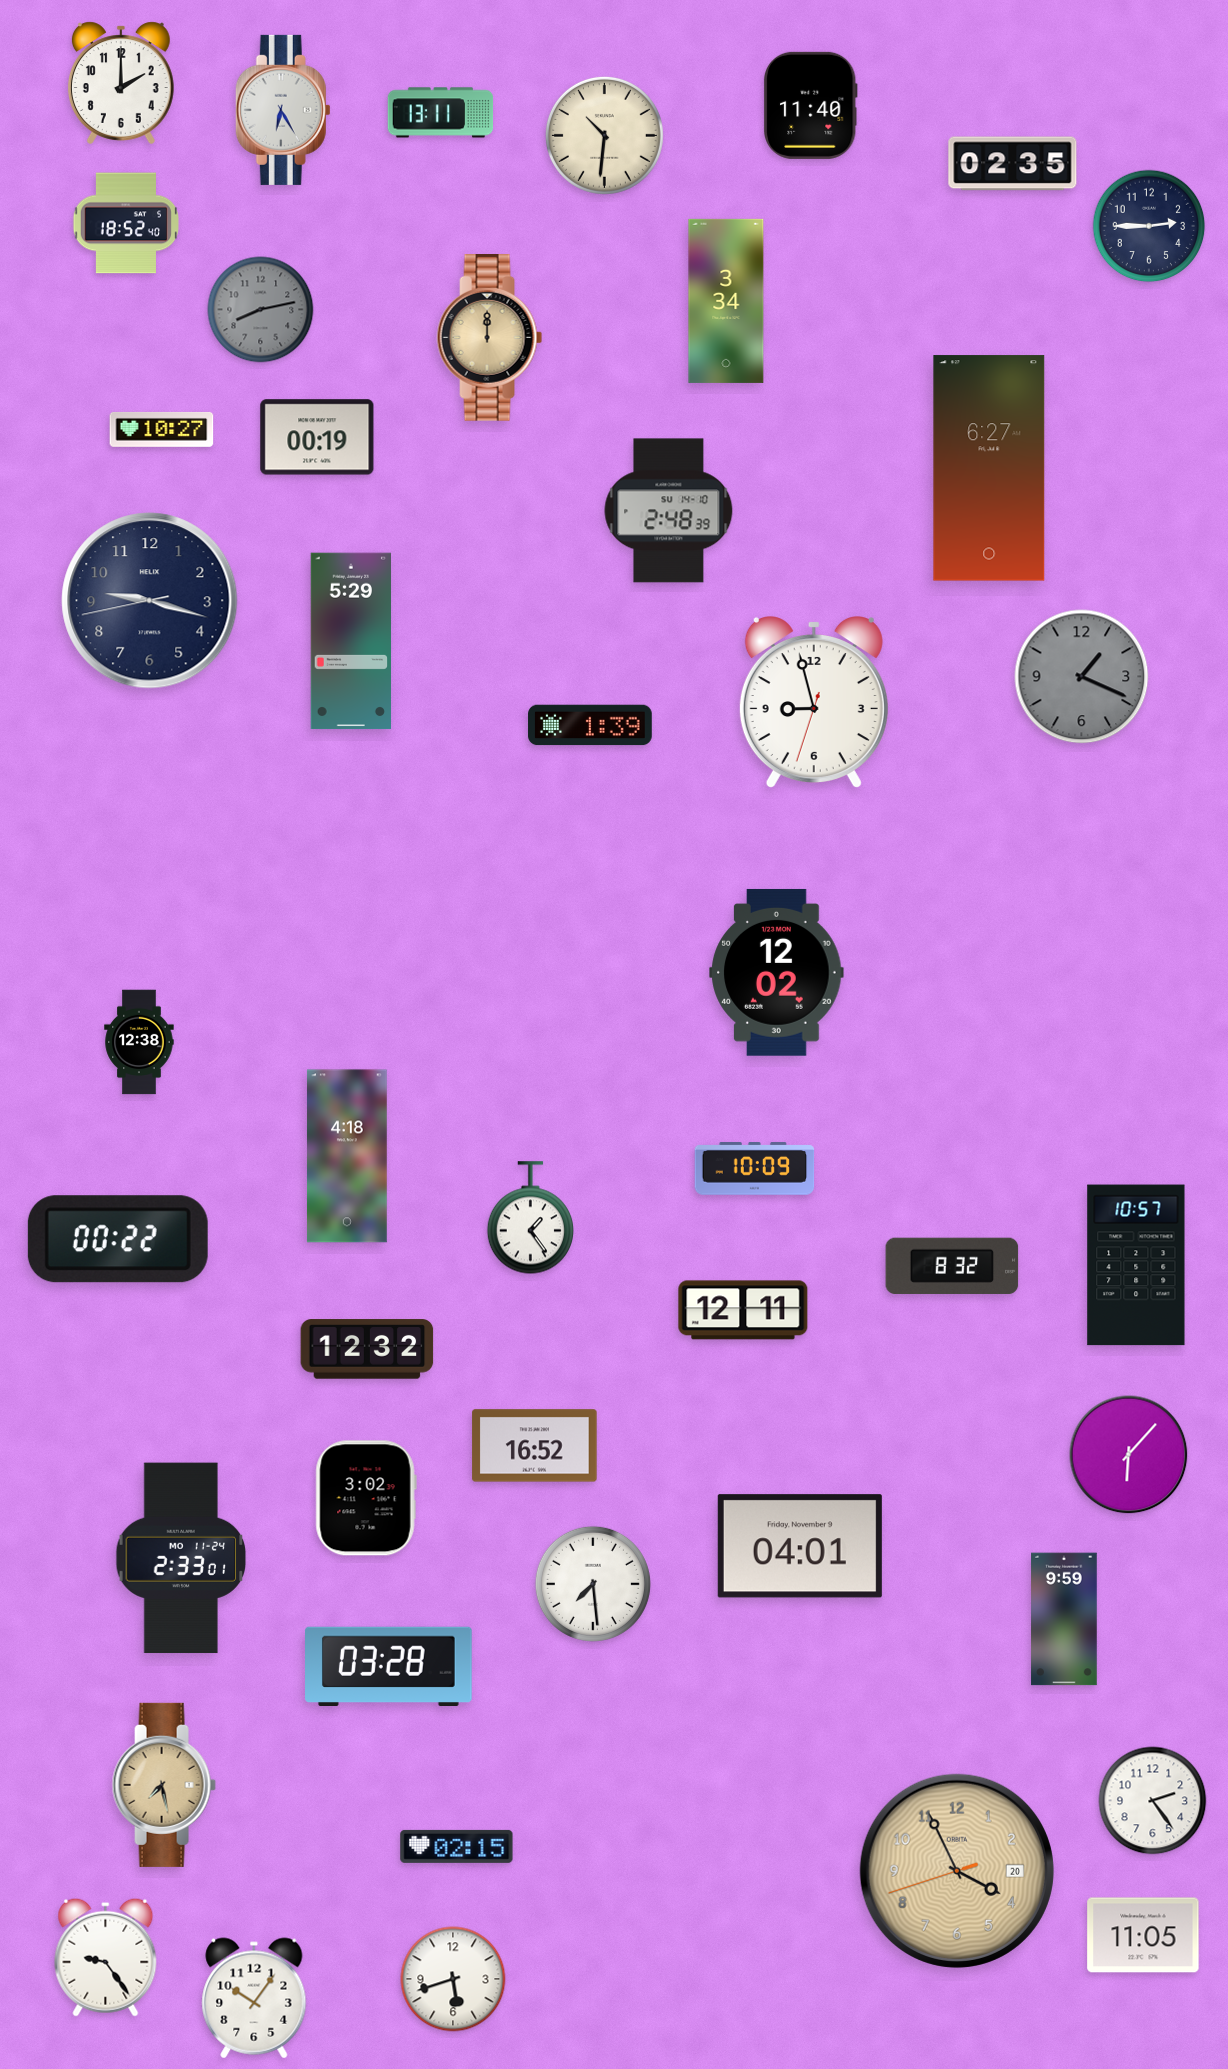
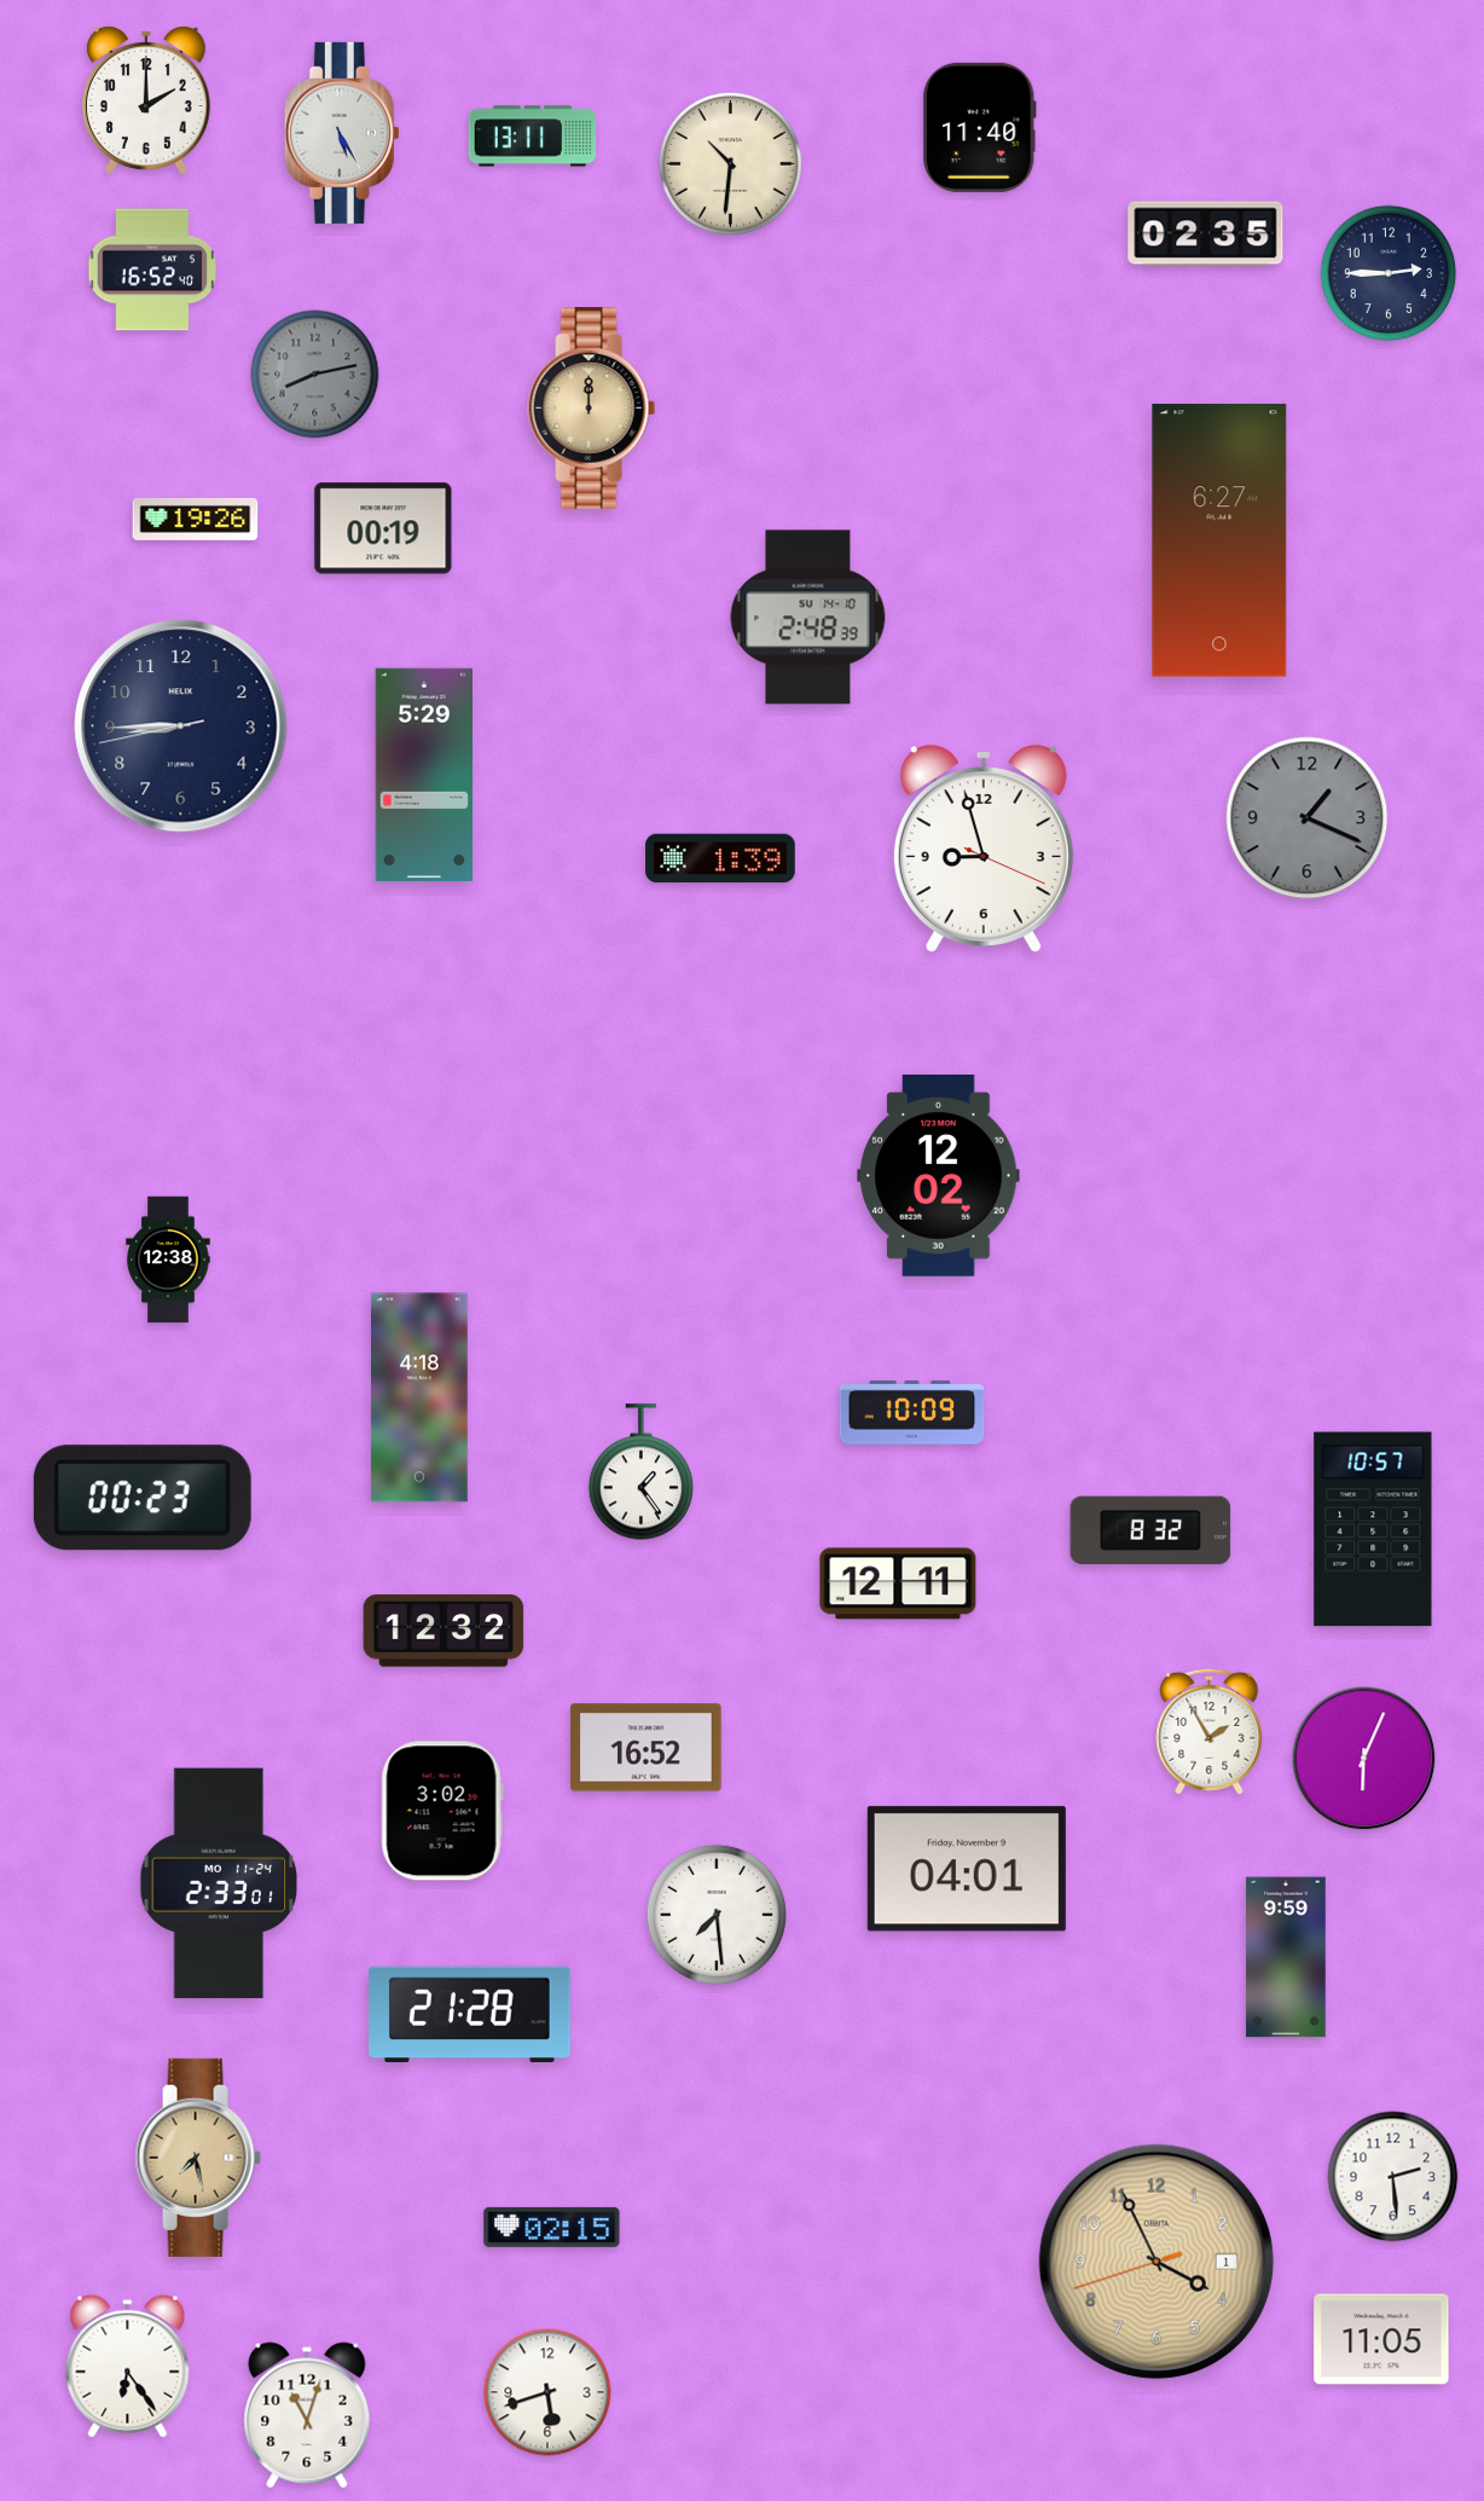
clock at (283, 110): 6:25 -> 5:25
clock at (1013, 164) position: (1013, 164) -> (1206, 235)
clock at (125, 223): 18:52 -> 16:52
clock at (726, 301): 3:34 -> none
clock at (162, 429): 10:27 -> 19:26
clock at (989, 468) position: (989, 468) -> (1219, 540)
clock at (150, 601): 9:17 -> 8:44
clock at (814, 702): 8:57:33 -> 8:57:19
clock at (590, 725) position: (590, 725) -> (720, 858)
clock at (118, 1239): 00:22 -> 00:23
clock at (1210, 1731): none -> 1:55
clock at (1129, 1455): 6:07 -> 6:04
clock at (389, 1666): 03:28 -> 21:28
clock at (1153, 1801): 2:24 -> 2:29
clock at (457, 1846) position: (457, 1846) -> (552, 2227)
clock at (957, 1871) date: 20 -> 1
clock at (106, 1957): 9:24 -> 6:24
clock at (254, 1998): 10:06 -> 11:03
